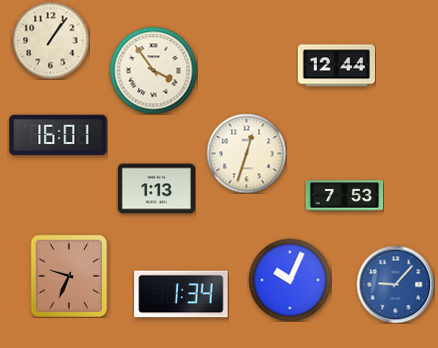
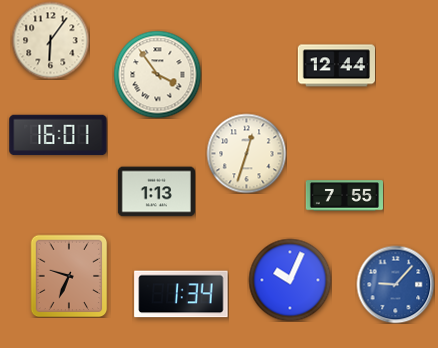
clock at (50, 40): 1:06 -> 6:06
clock at (153, 70) position: (153, 70) -> (157, 74)
clock at (156, 189) position: (156, 189) -> (156, 192)
clock at (344, 196): 7:53 -> 7:55
